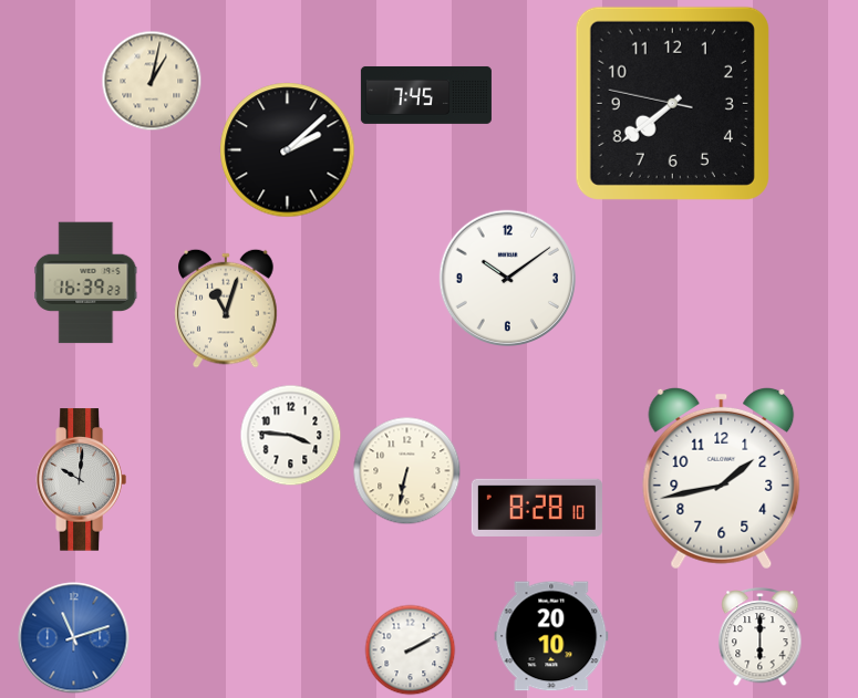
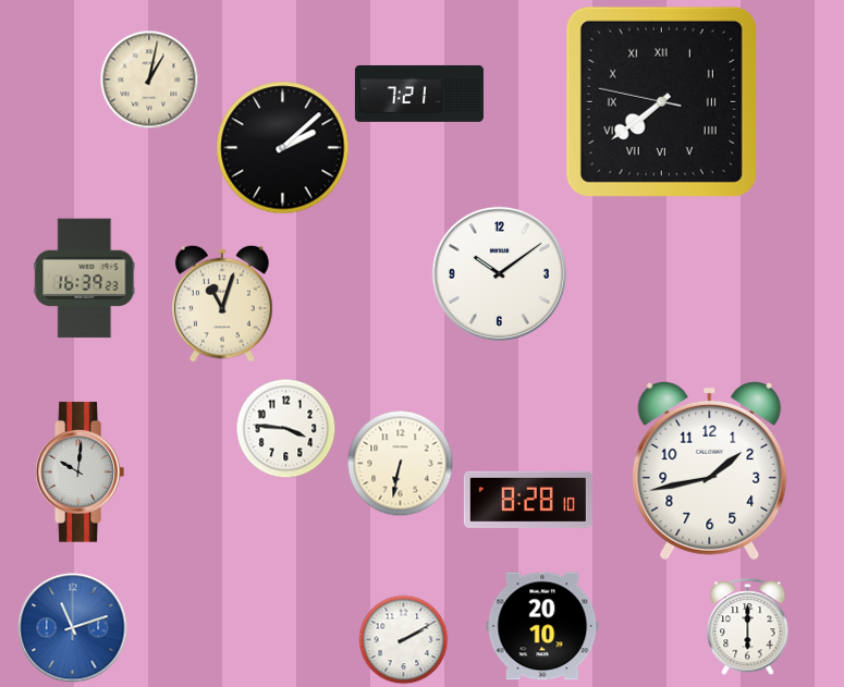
clock at (426, 95): 7:45 -> 7:21
clock at (672, 103) numerals: Arabic -> Roman
